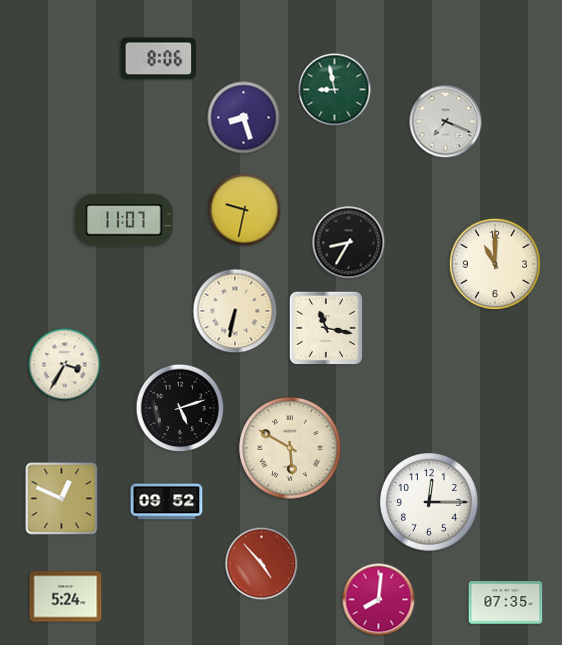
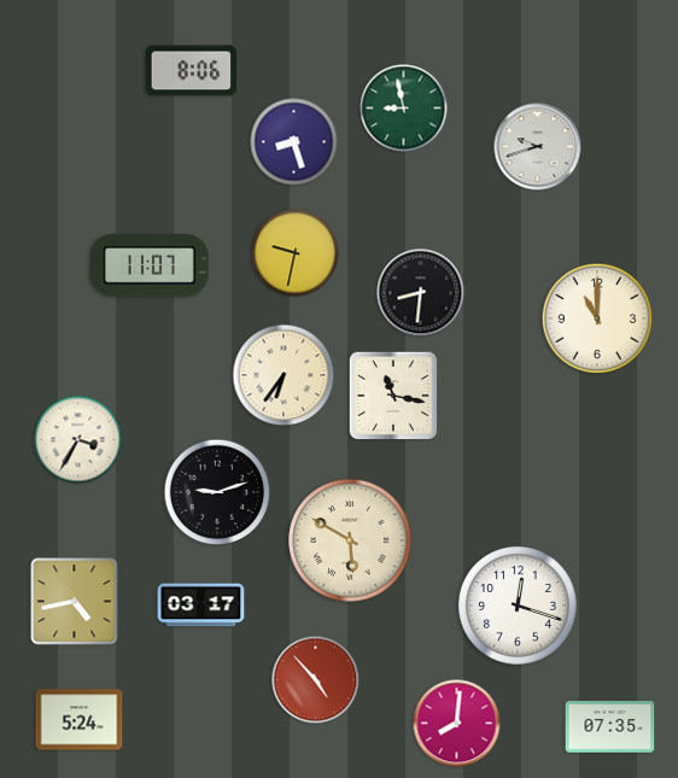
clock at (446, 122): 7:19 -> 9:42
clock at (349, 243): 8:35 -> 8:31
clock at (235, 311): 6:32 -> 6:36
clock at (180, 408): 5:12 -> 9:12
clock at (62, 499): 12:49 -> 4:43
clock at (167, 502): 09:52 -> 03:17
clock at (429, 502): 12:15 -> 12:18
